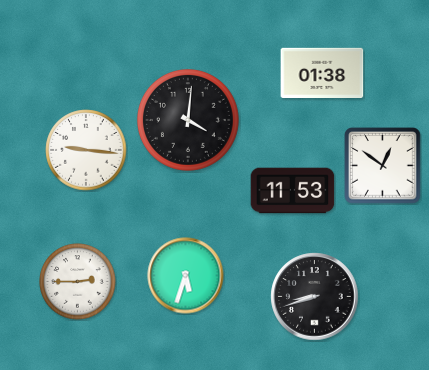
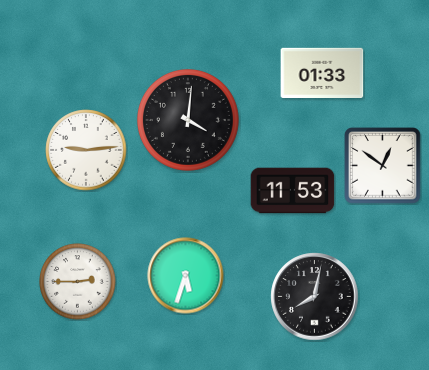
clock at (322, 72): 01:38 -> 01:33
clock at (86, 150): 9:16 -> 9:14
clock at (315, 297): 8:42 -> 8:02
